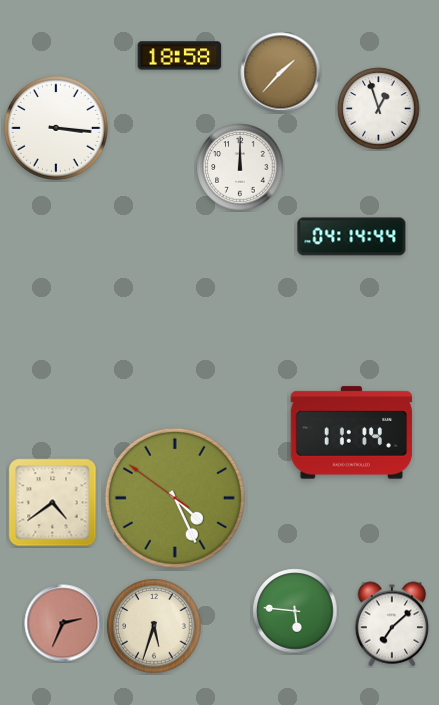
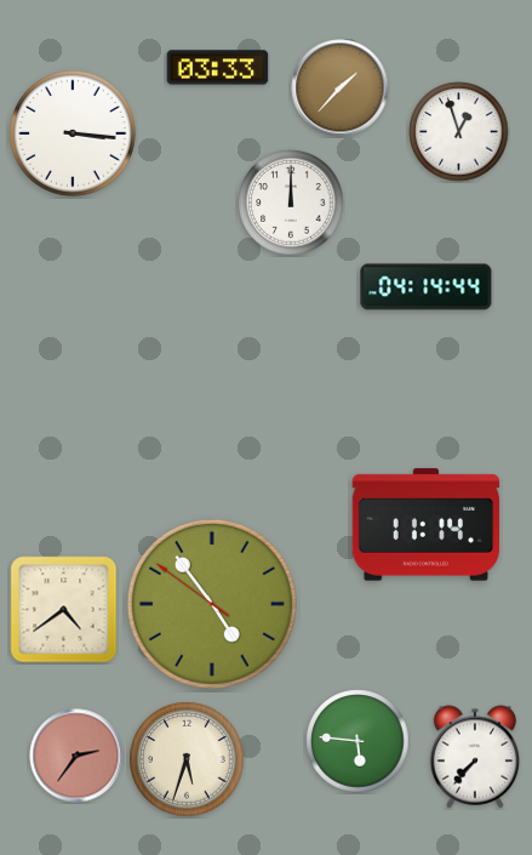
clock at (180, 56): 18:58 -> 03:33
clock at (57, 129) position: (57, 129) -> (74, 135)
clock at (175, 498): 4:25 -> 4:53
clock at (63, 623): 2:34 -> 2:36
clock at (392, 624): 7:08 -> 7:37
